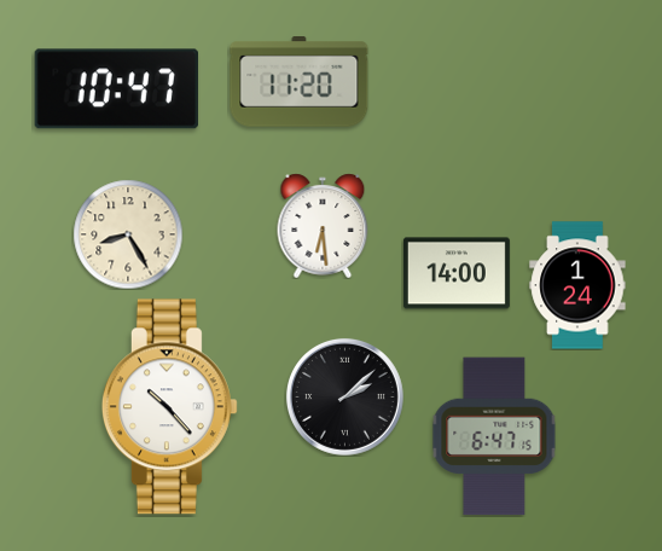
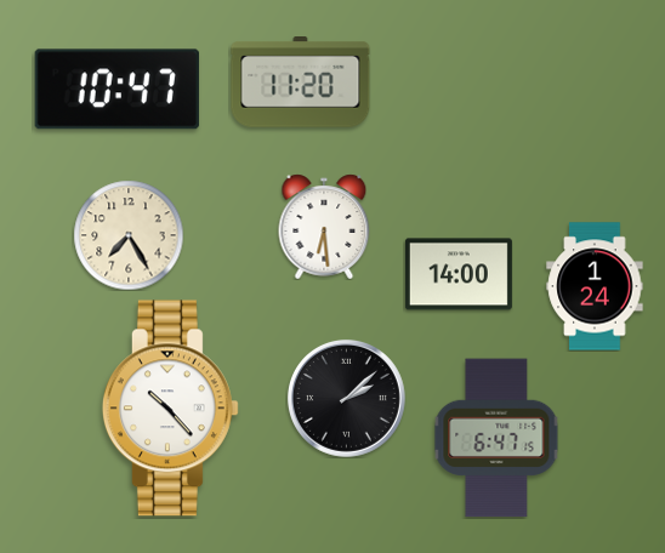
clock at (128, 234): 8:25 -> 7:25
clock at (577, 285) position: (577, 285) -> (595, 286)
